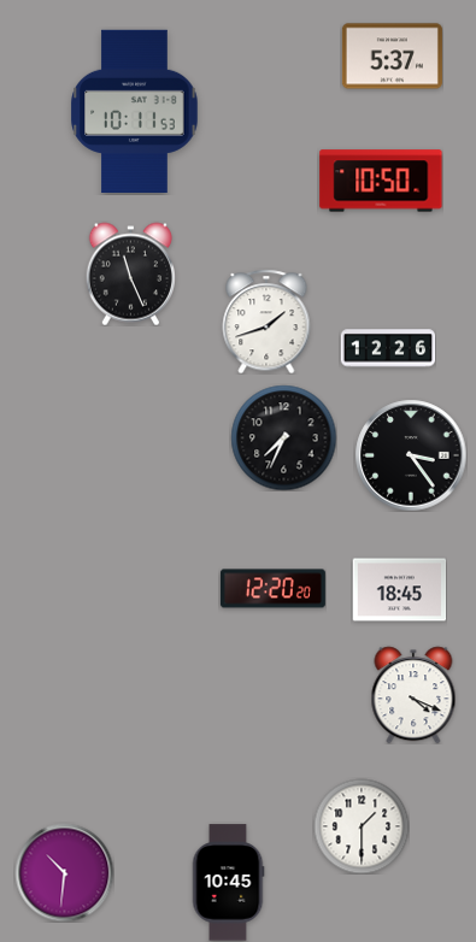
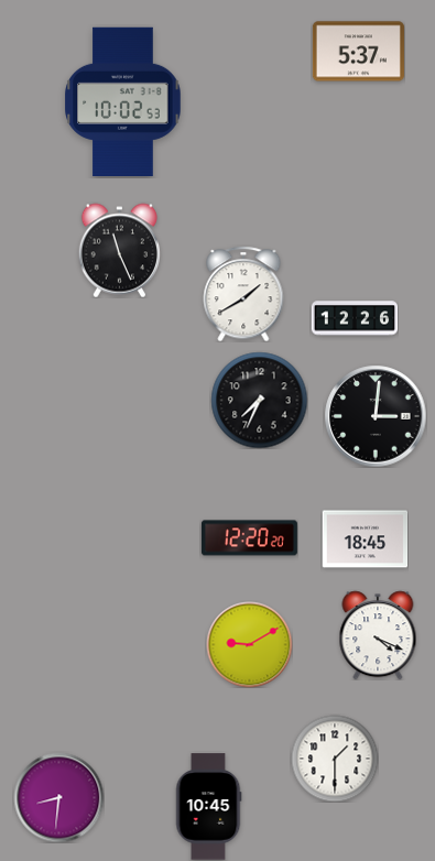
clock at (135, 111): 10:11 -> 10:02
clock at (381, 181): 10:50 -> none
clock at (266, 322): 1:42 -> 1:40
clock at (411, 455): 3:24 -> 3:01
clock at (249, 644): none -> 9:10
clock at (362, 826) position: (362, 826) -> (335, 759)
clock at (64, 872): 10:31 -> 8:31
